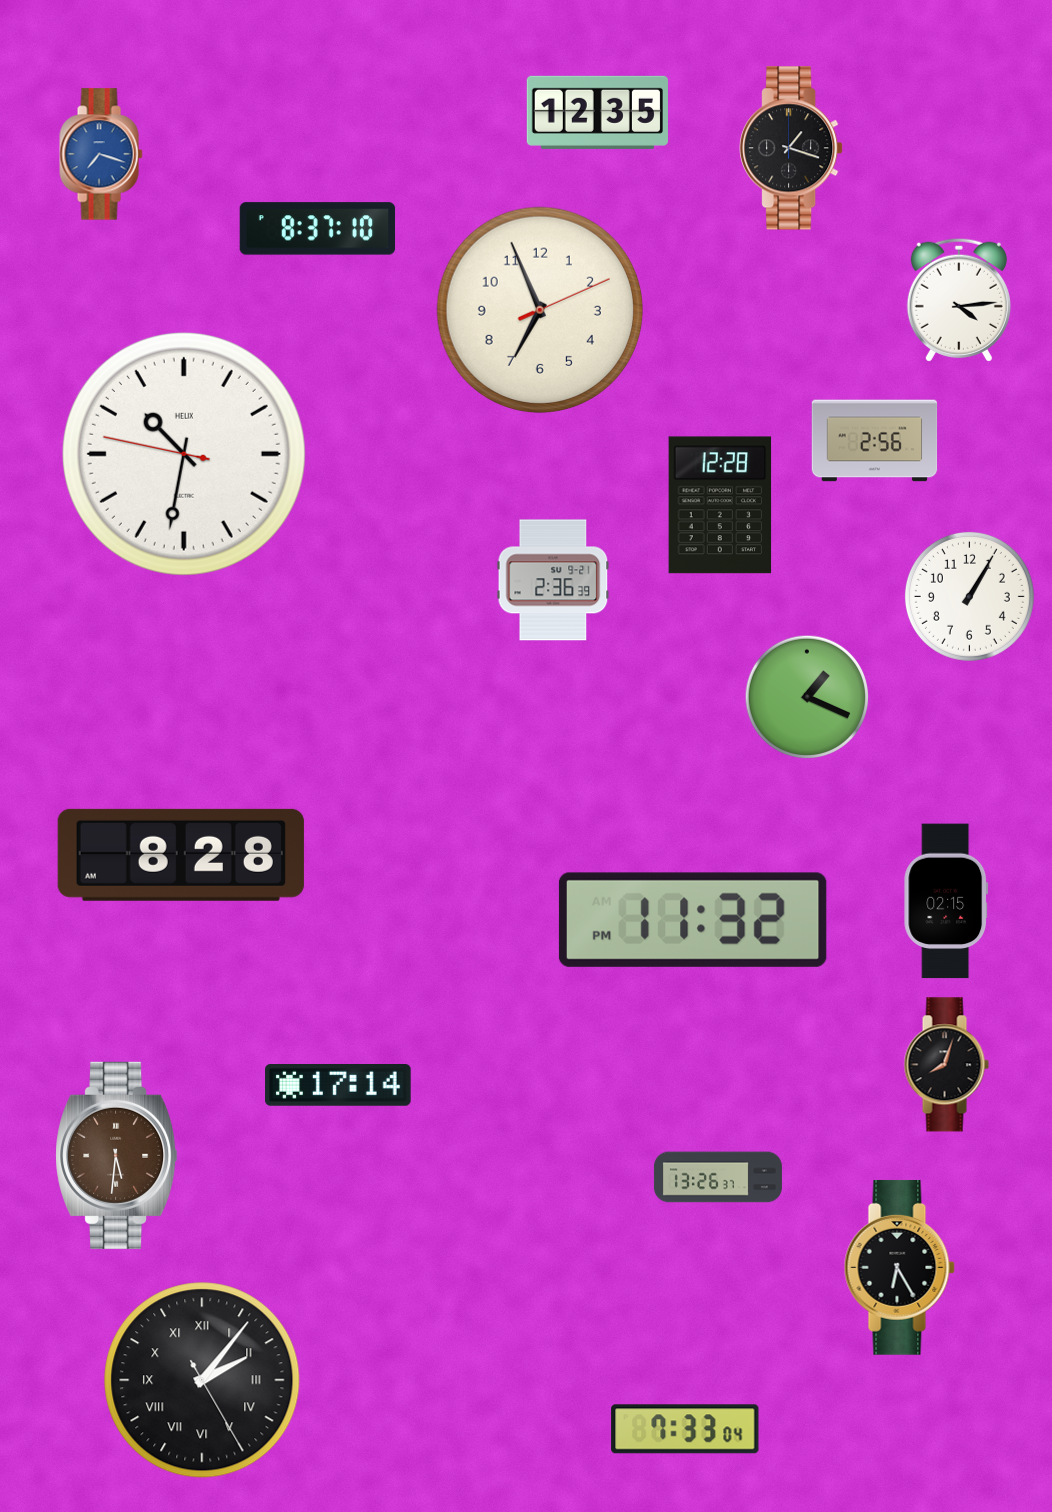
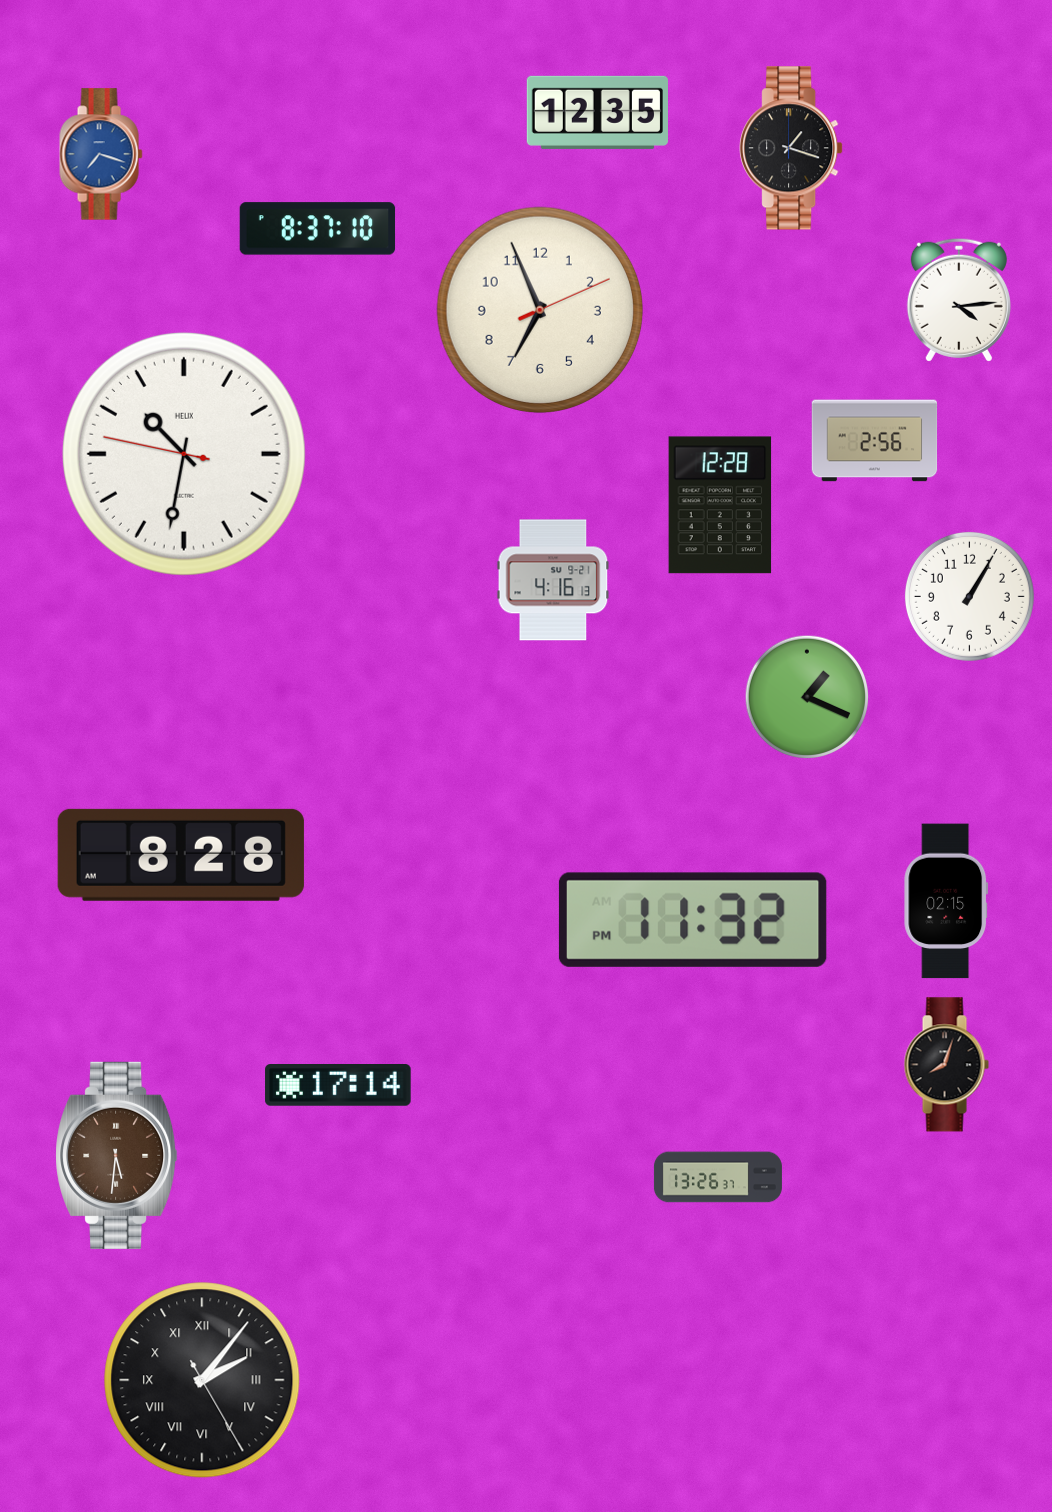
clock at (553, 580): 2:36 -> 4:16
clock at (899, 1267): 6:25 -> none
clock at (685, 1429): 7:33 -> none
